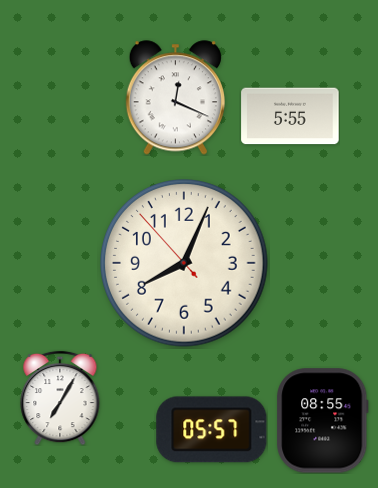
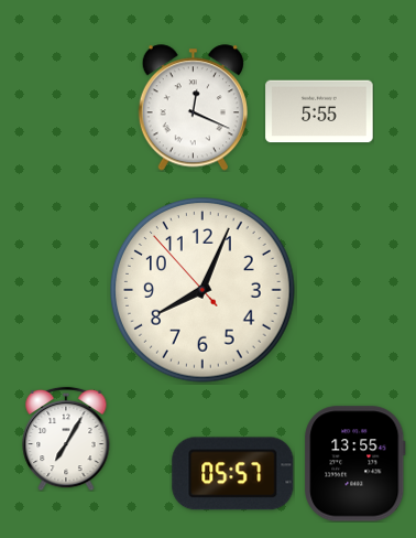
clock at (290, 116) position: (290, 116) -> (319, 111)
clock at (323, 421): 08:55 -> 13:55
